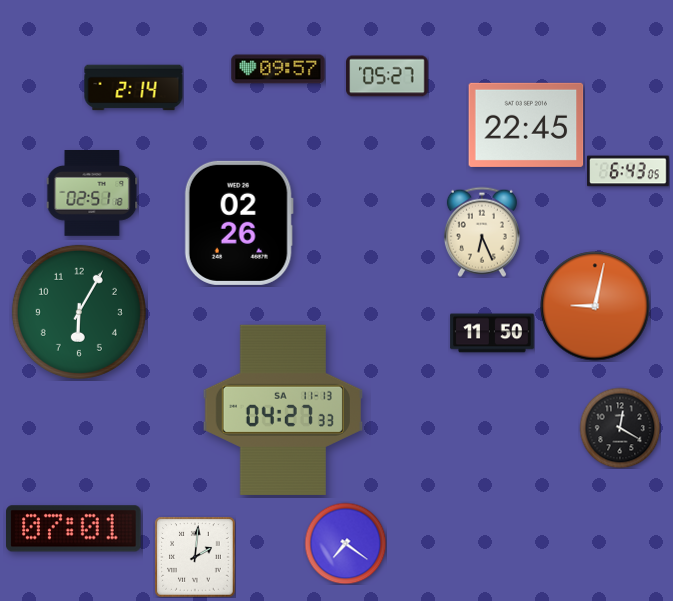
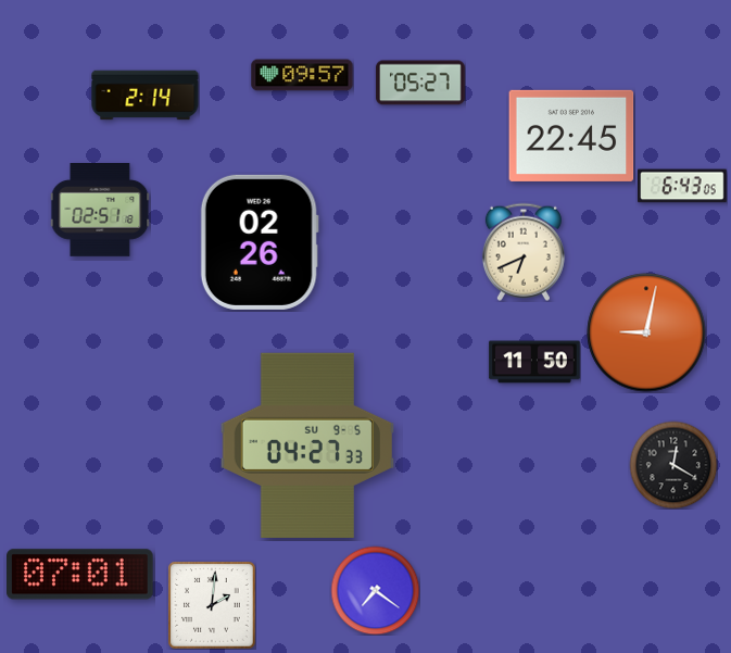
clock at (482, 232): 6:26 -> 6:41
clock at (79, 312): 6:05 -> none
clock at (282, 410) date: SA 11-13 -> SU 9-5
